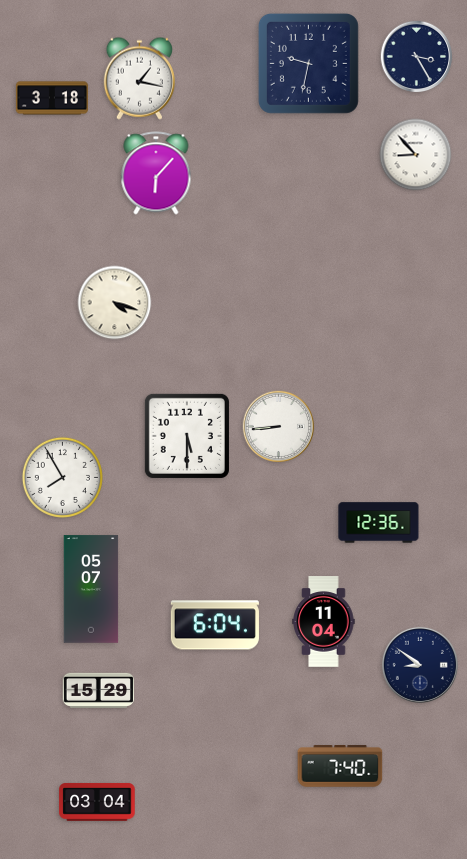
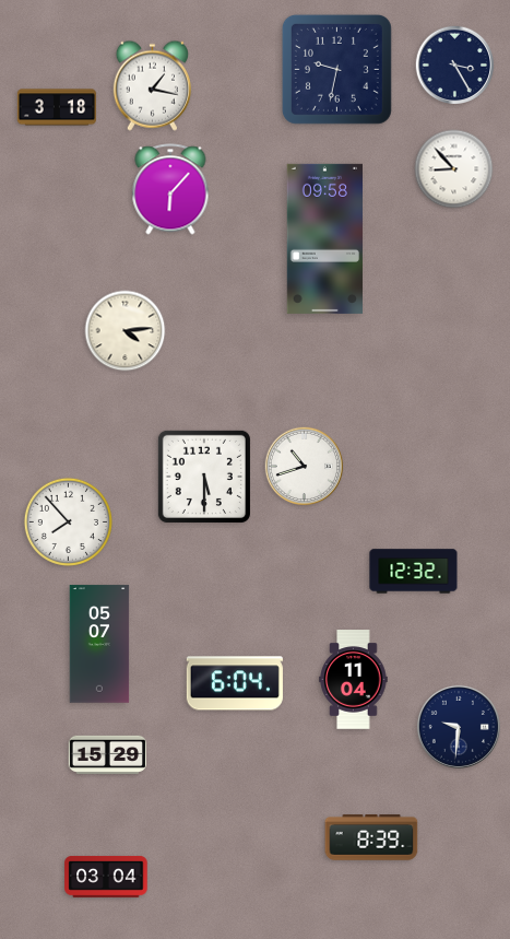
clock at (417, 57) position: (417, 57) -> (455, 66)
clock at (324, 238): none -> 09:58
clock at (115, 303): 4:18 -> 4:14
clock at (279, 427): 8:44 -> 10:42
clock at (62, 477): 7:55 -> 7:53
clock at (379, 523): 12:36 -> 12:32
clock at (420, 665): 8:51 -> 9:31
clock at (340, 766): 7:40 -> 8:39
